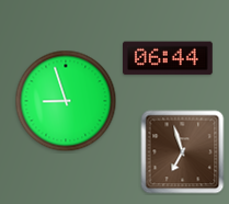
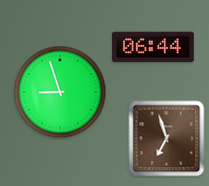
clock at (169, 58) position: (169, 58) -> (154, 47)
